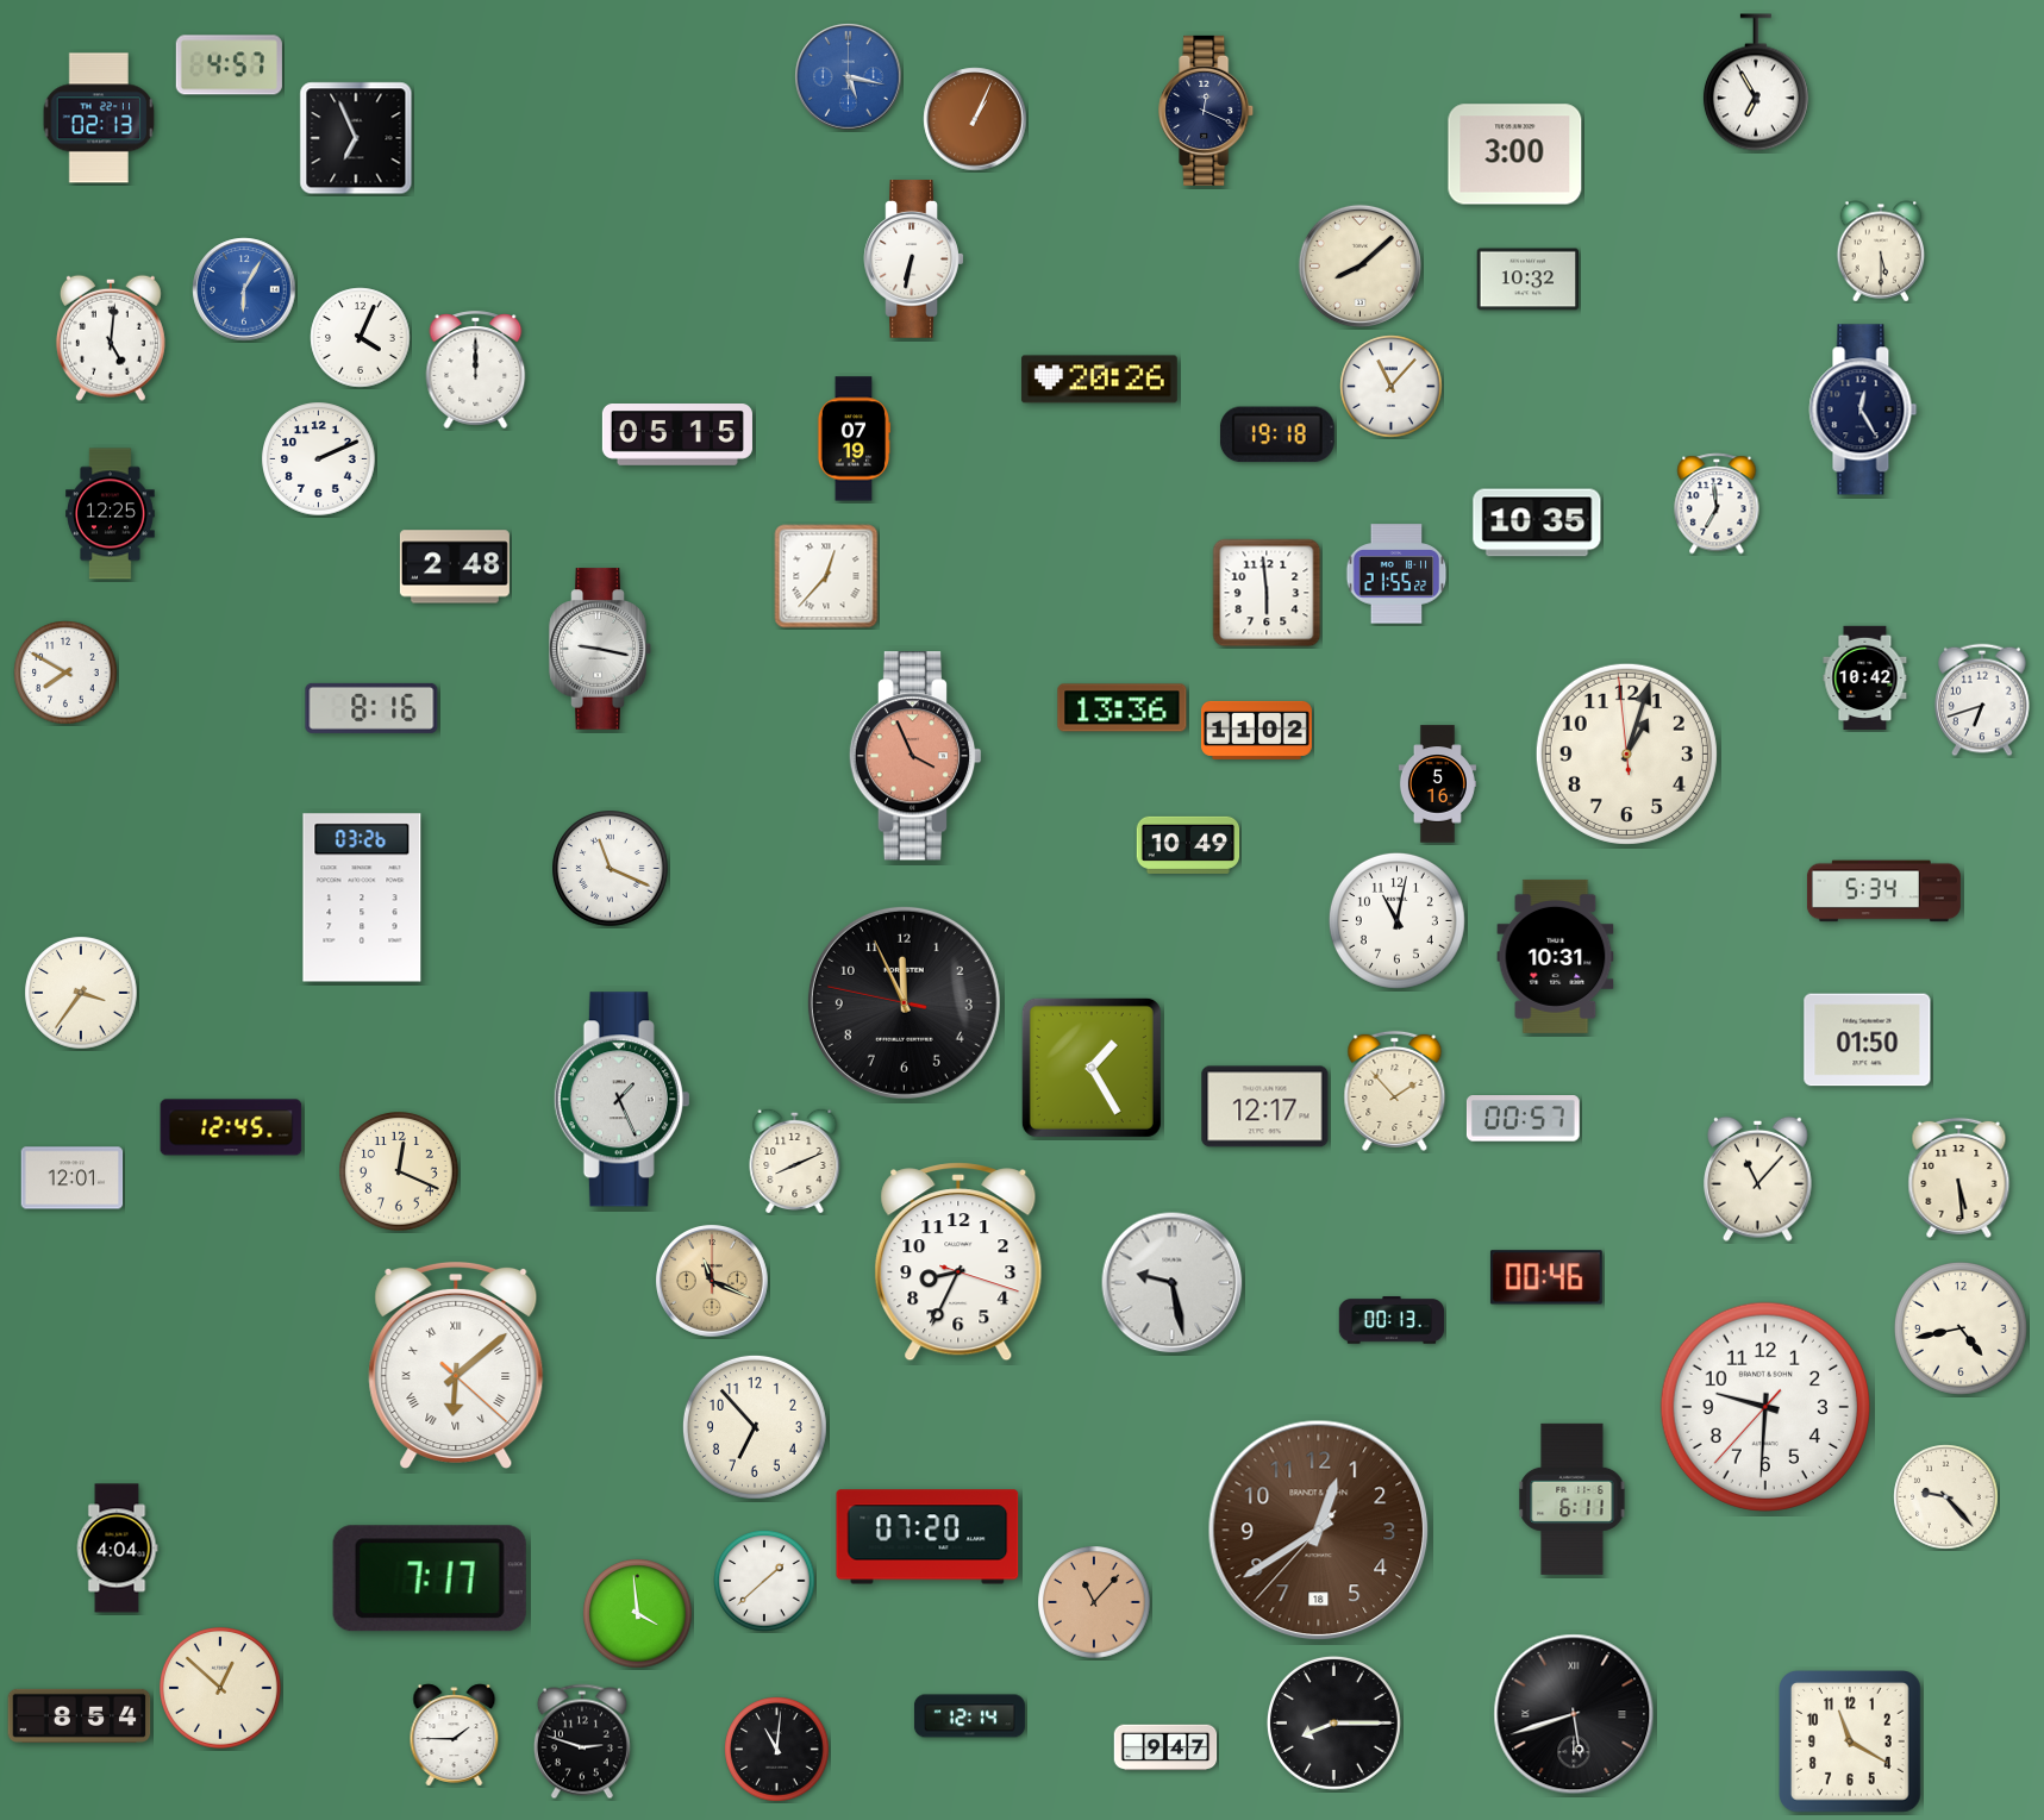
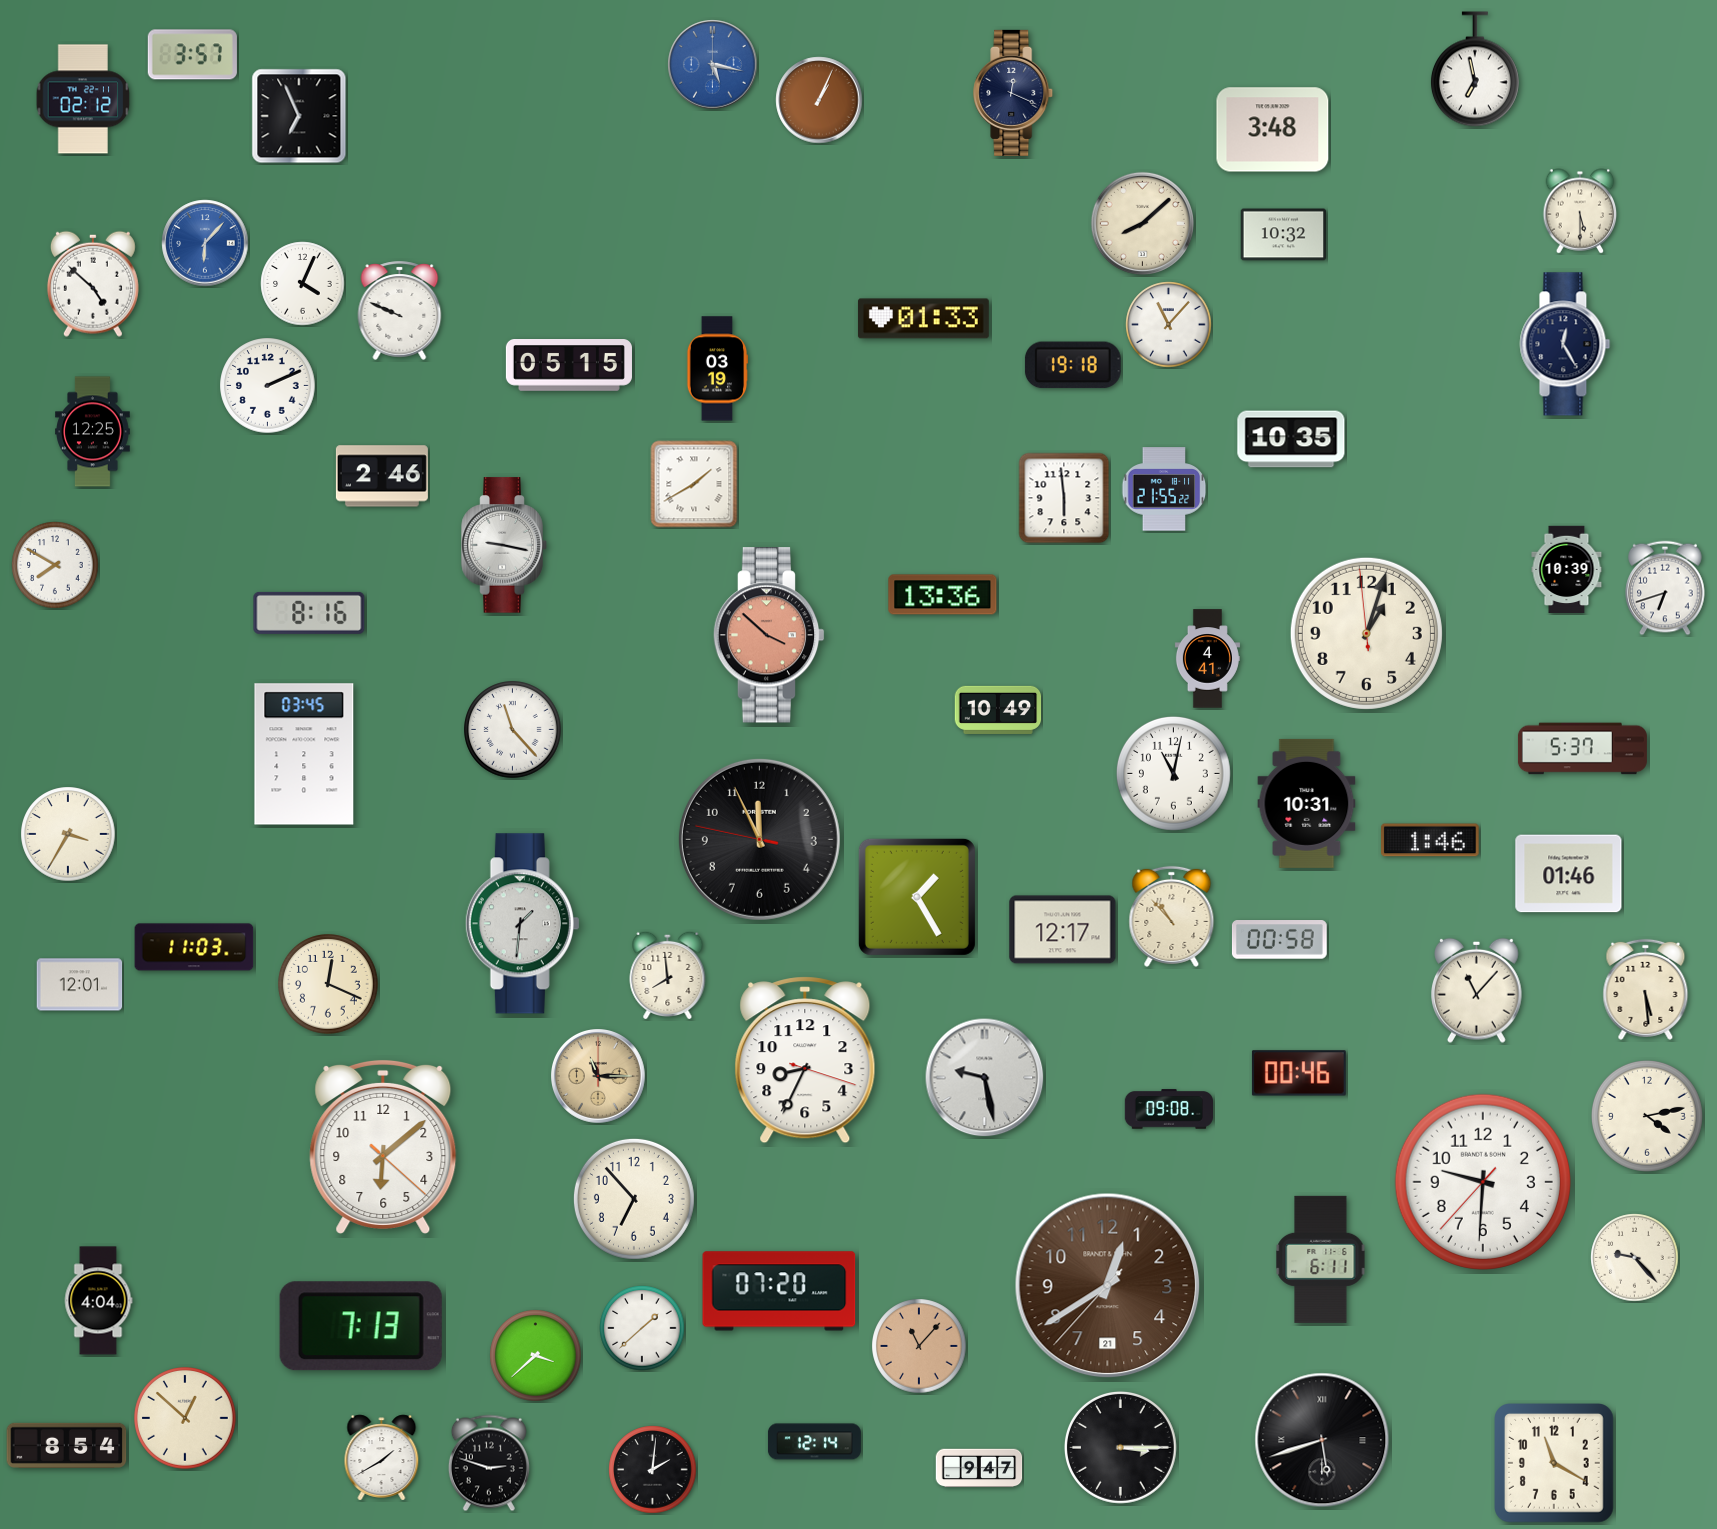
clock at (229, 65): 4:57 -> 3:57
clock at (1756, 82): 6:55 -> 6:58
clock at (99, 118): 02:13 -> 02:12
clock at (1515, 155): 3:00 -> 3:48
clock at (914, 259): 6:32 -> none
clock at (244, 289): 6:05 -> 6:07
clock at (111, 338): 5:01 -> 4:52
clock at (476, 369): 12:00 -> 9:49
clock at (1099, 380): 20:26 -> 01:33
clock at (854, 439): 07:19 -> 03:19
clock at (1717, 504): 6:59 -> none
clock at (455, 567): 2:48 -> 2:46
clock at (1396, 574) position: (1396, 574) -> (1164, 489)
clock at (826, 576): 12:37 -> 1:40
clock at (1865, 678): 10:42 -> 10:39
clock at (371, 708) position: (371, 708) -> (309, 613)
clock at (1256, 730): 11:02 -> none
clock at (915, 756): 3:56 -> 3:52
clock at (1437, 784): 5:16 -> 4:41
clock at (611, 869): 11:19 -> 11:23
clock at (1883, 892): 5:34 -> 5:37
clock at (362, 898): 03:26 -> 03:45
clock at (81, 993): 3:36 -> 3:35
clock at (1430, 840): none -> 1:46
clock at (904, 1002) position: (904, 1002) -> (759, 839)
clock at (1868, 1040): 01:50 -> 01:46
clock at (1395, 1090): 1:53 -> 10:53
clock at (621, 1100): 1:26 -> 1:31
clock at (1523, 1119): 00:57 -> 00:58
clock at (231, 1127): 12:45 -> 11:03
clock at (795, 1161): 8:11 -> 7:59
clock at (399, 1171) position: (399, 1171) -> (328, 984)
clock at (73, 1178) position: (73, 1178) -> (80, 985)
clock at (713, 1282): 11:19 -> 11:15
clock at (1390, 1320): 00:13 -> 09:08
clock at (1961, 1328): 4:43 -> 4:13
clock at (456, 1365) numerals: Roman -> Arabic
clock at (1319, 1531) date: 18 -> 21
clock at (430, 1578): 7:17 -> 7:13
clock at (638, 1614): 3:59 -> 3:38
clock at (80, 1715) position: (80, 1715) -> (67, 1445)
clock at (1333, 1722): 8:15 -> 3:15
clock at (455, 1735): 1:45 -> 1:40
clock at (777, 1750): 11:01 -> 2:01
